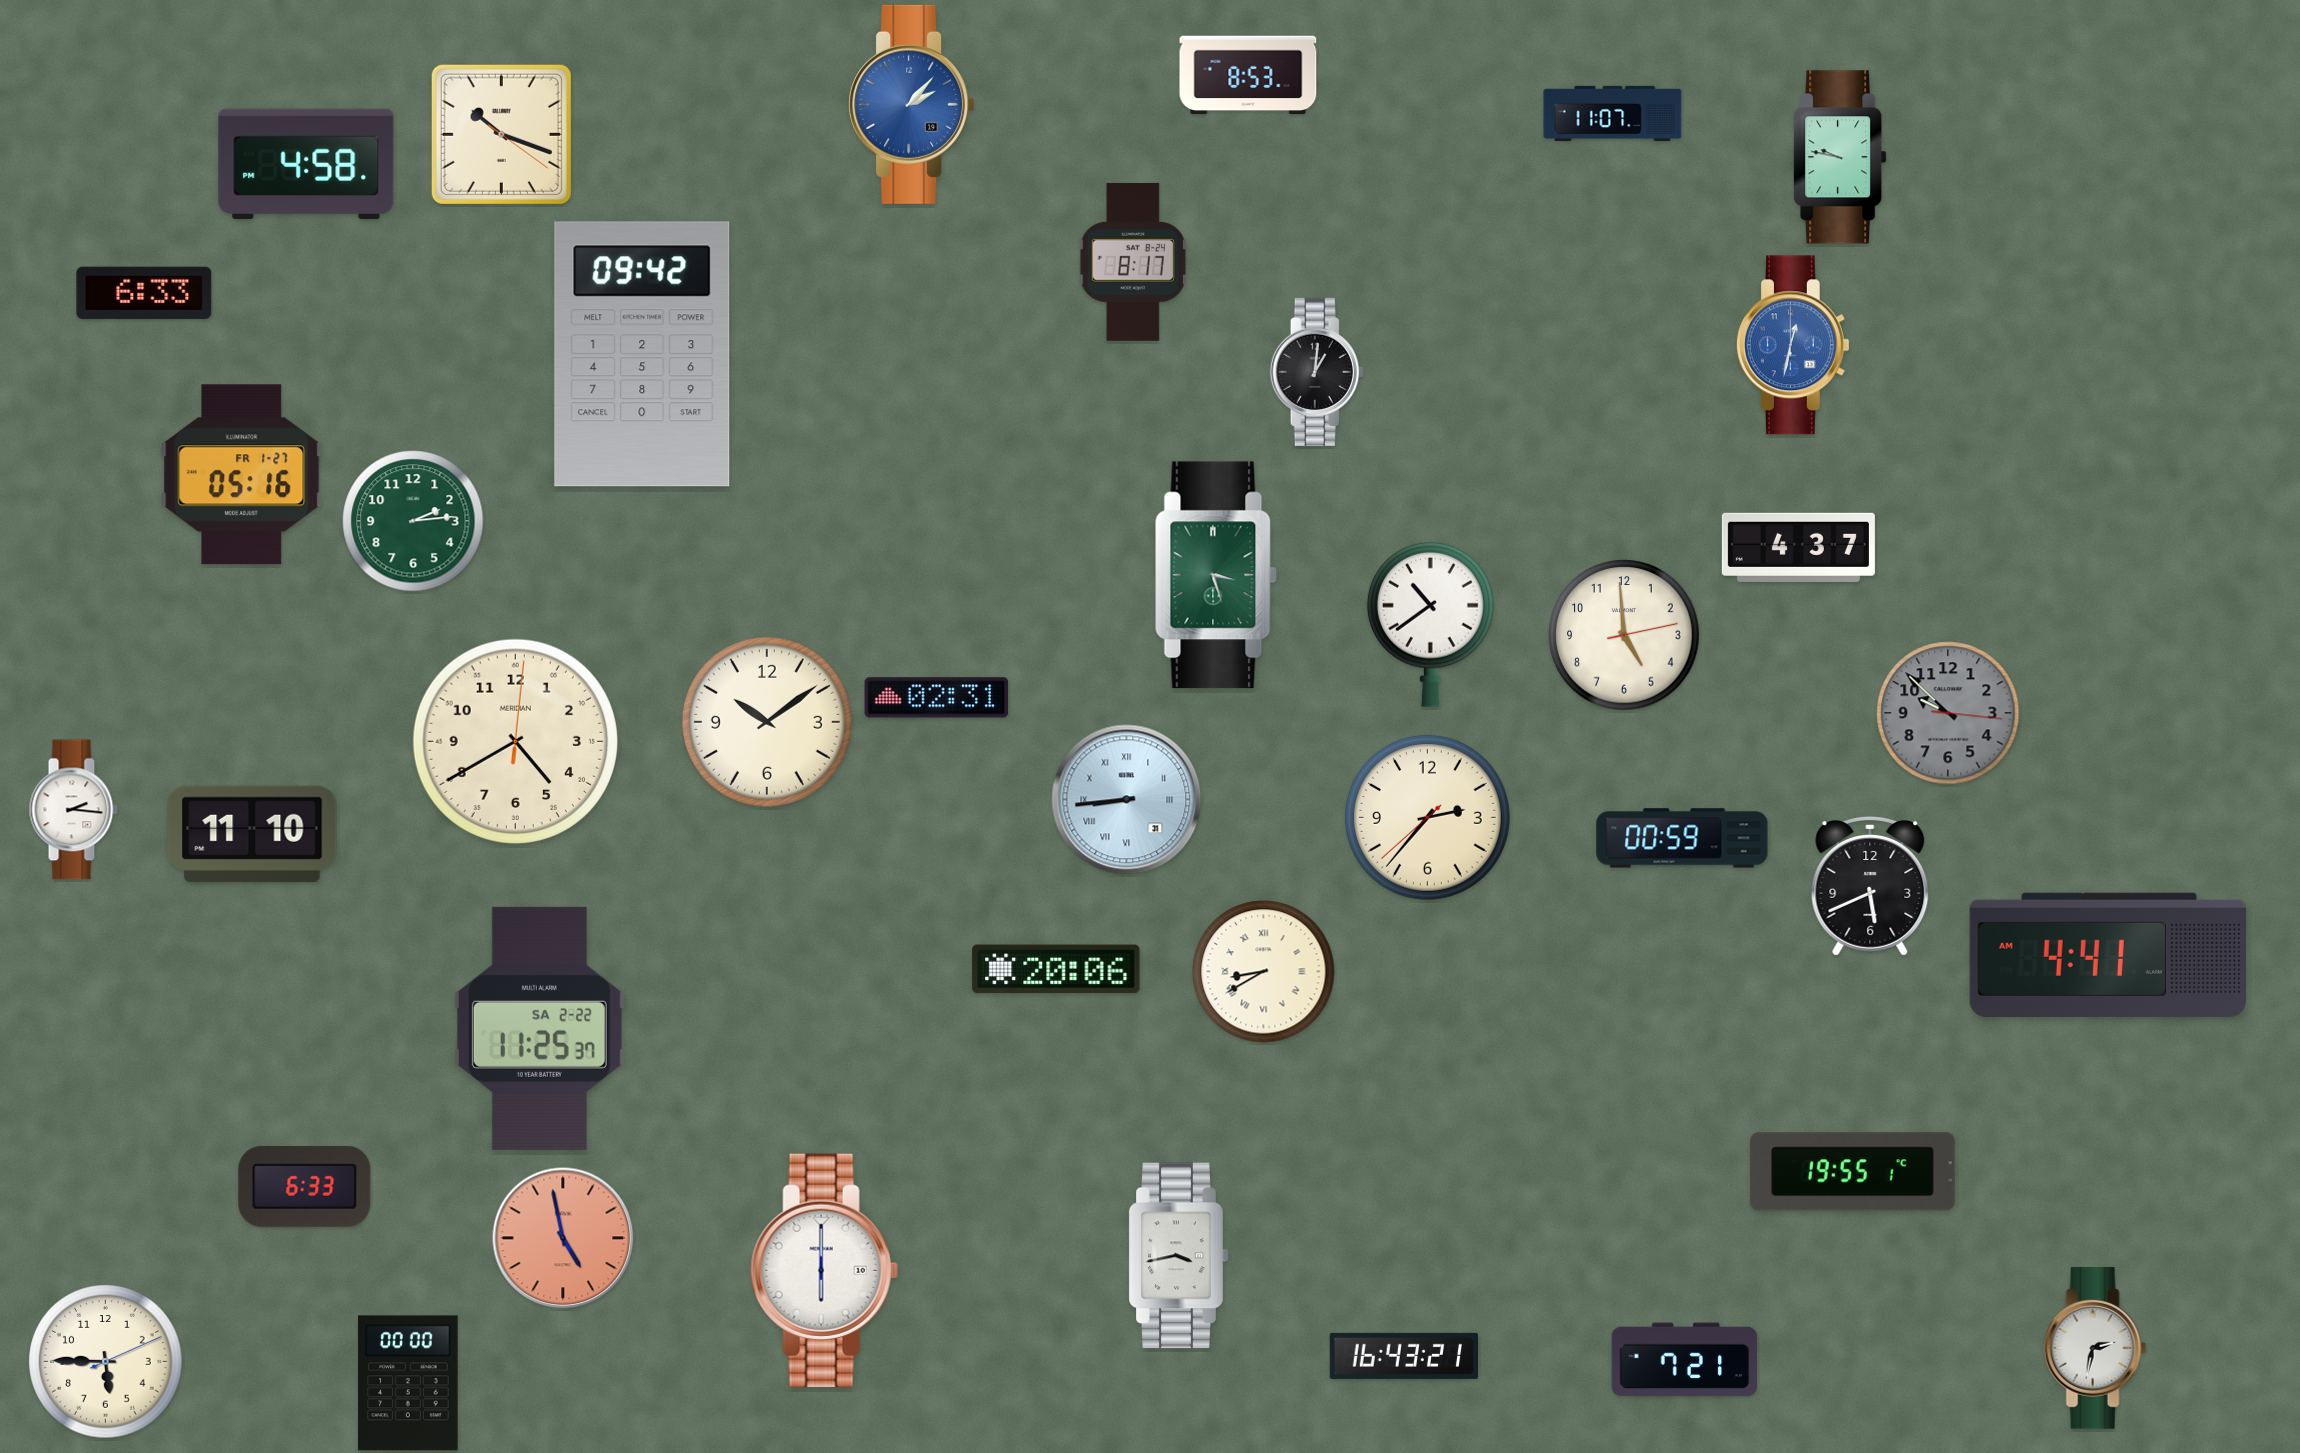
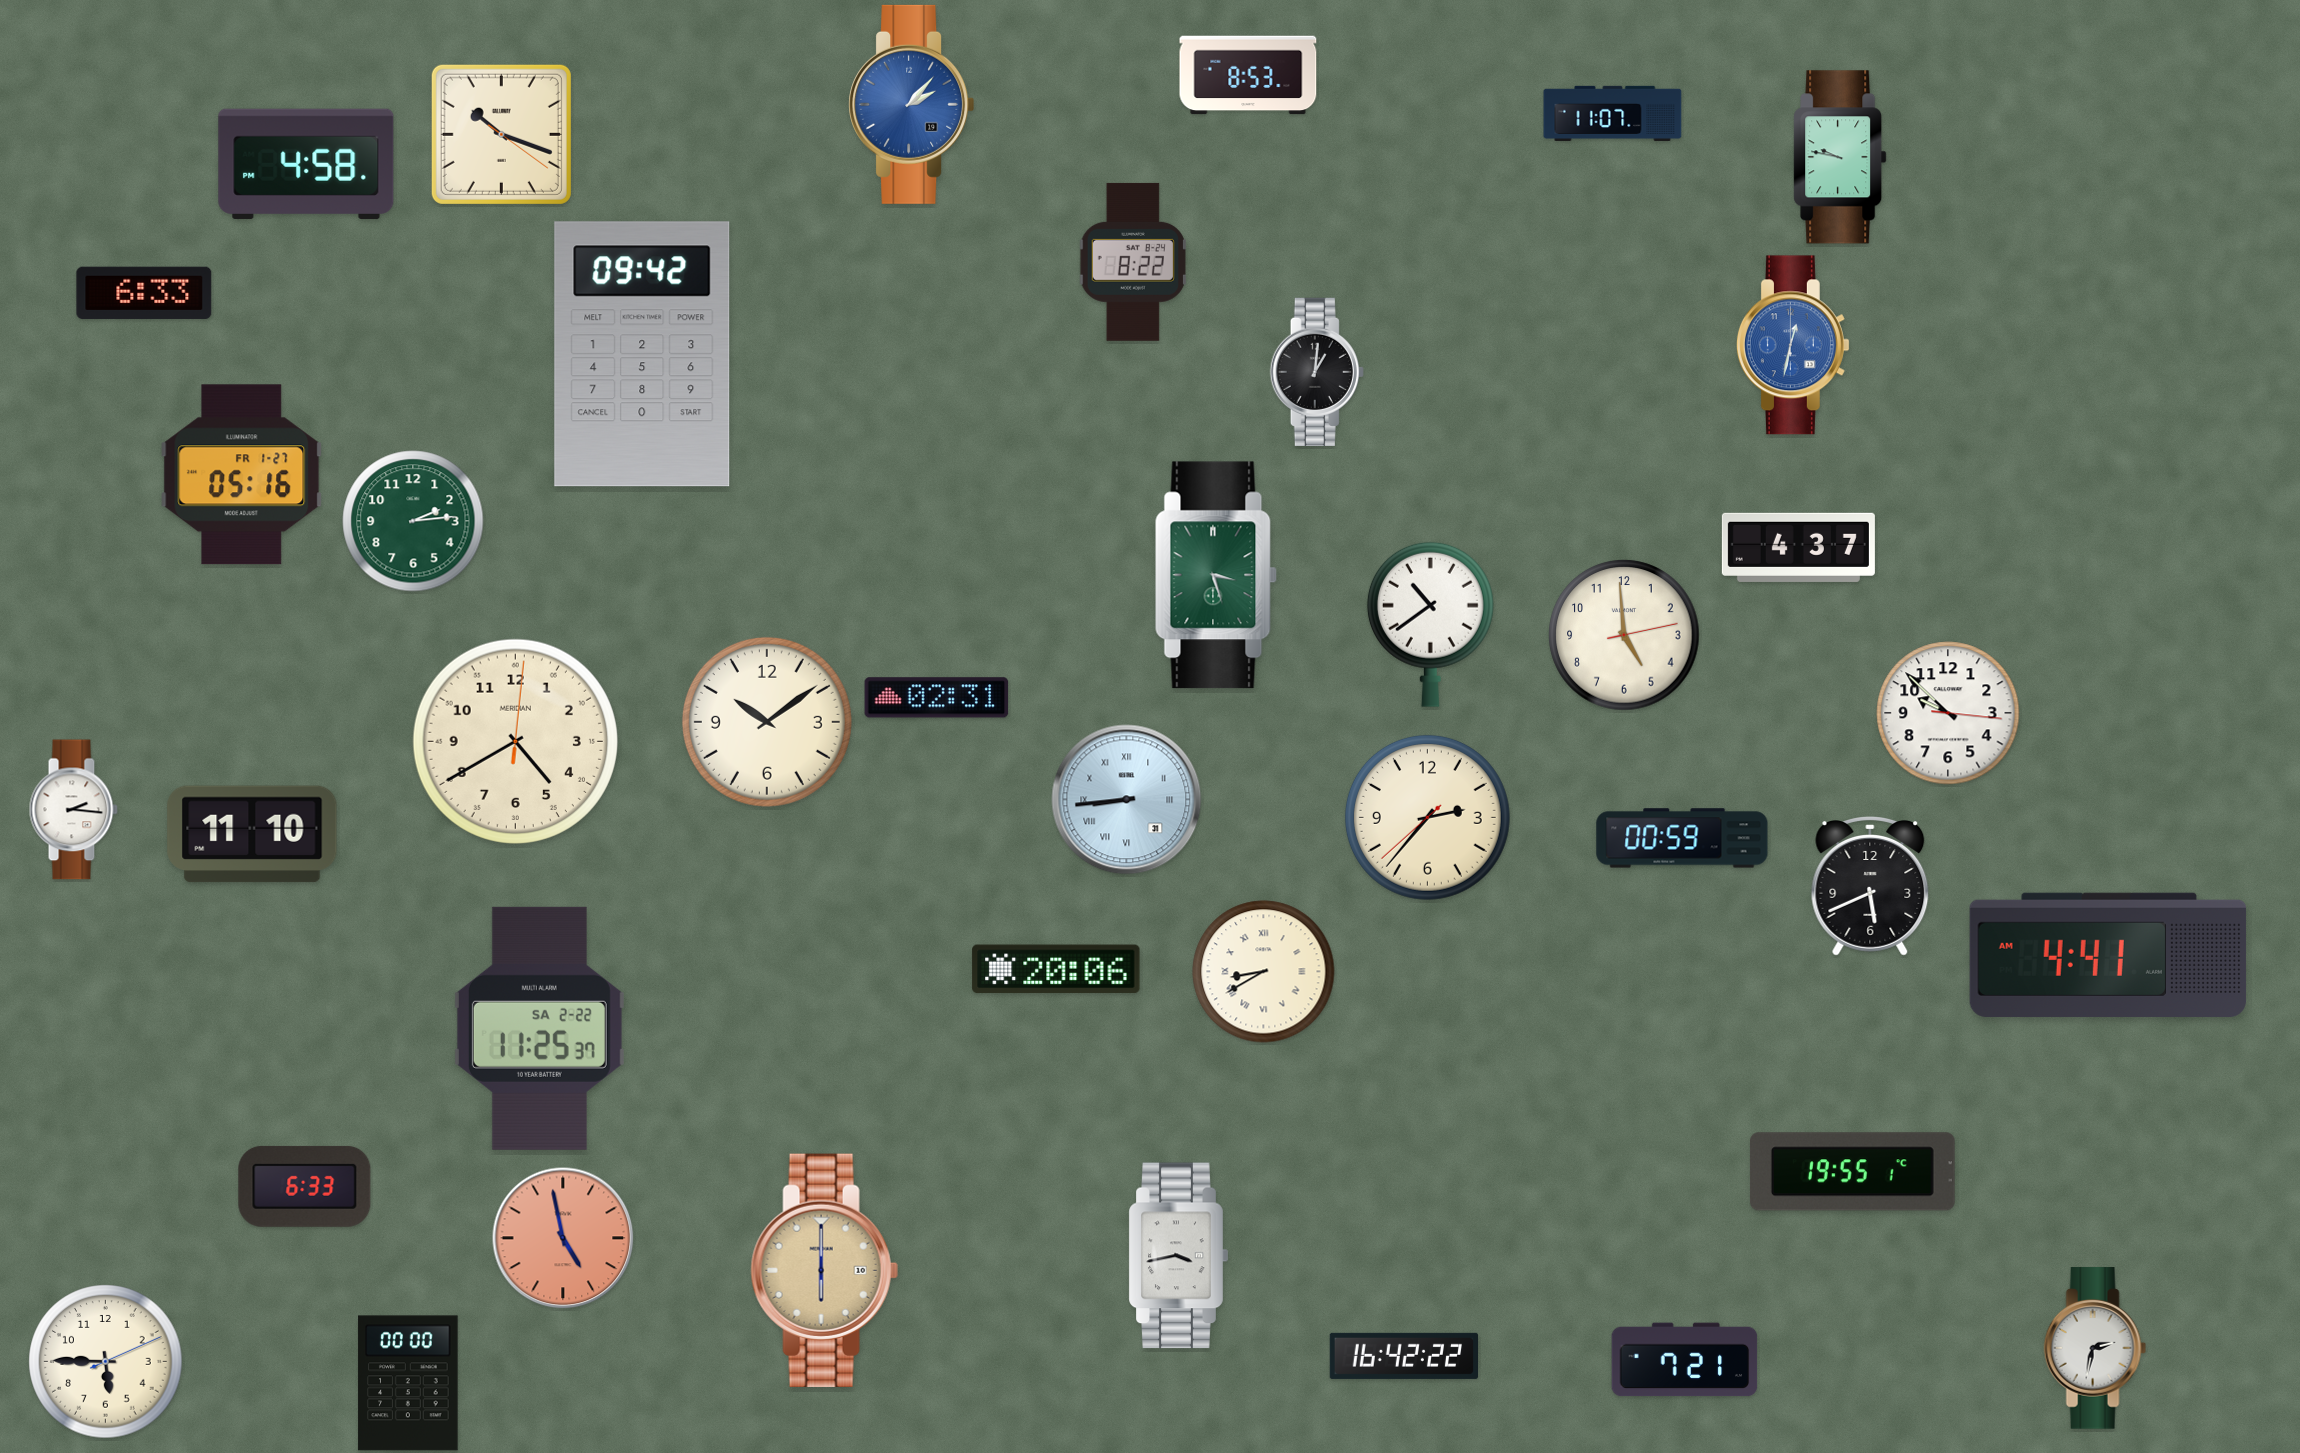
clock at (1133, 262): 8:17 -> 8:22
clock at (1948, 713) dial: grey -> white
clock at (824, 1270) dial: white -> champagne
clock at (1403, 1356): 16:43 -> 16:42
